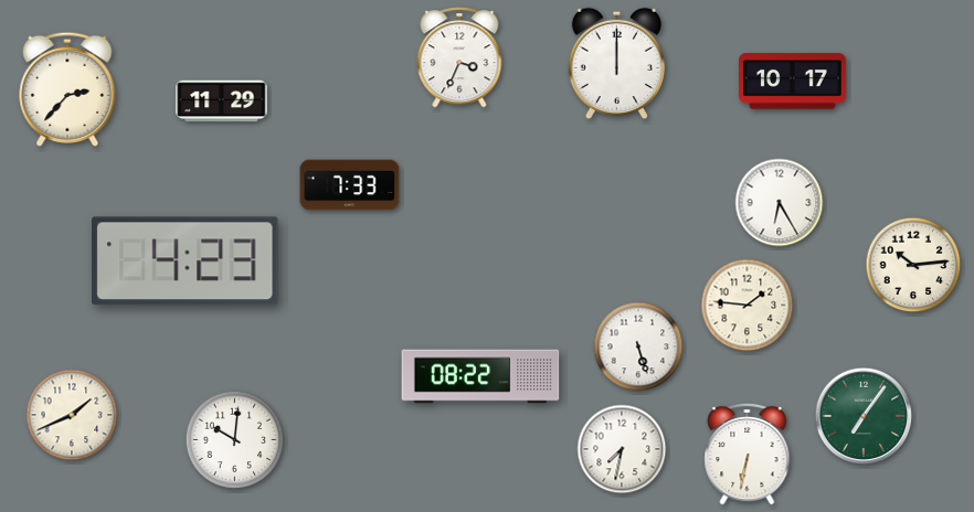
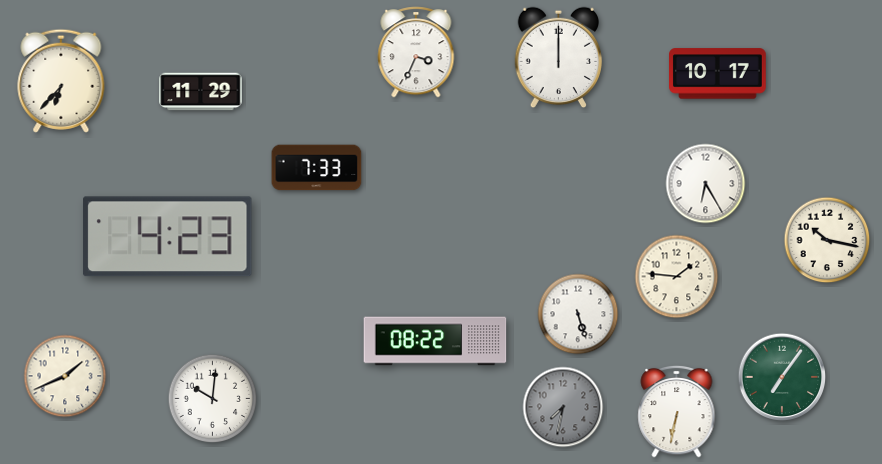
clock at (67, 89): 2:37 -> 6:37
clock at (913, 265): 10:14 -> 10:17
clock at (622, 449) dial: white -> grey
